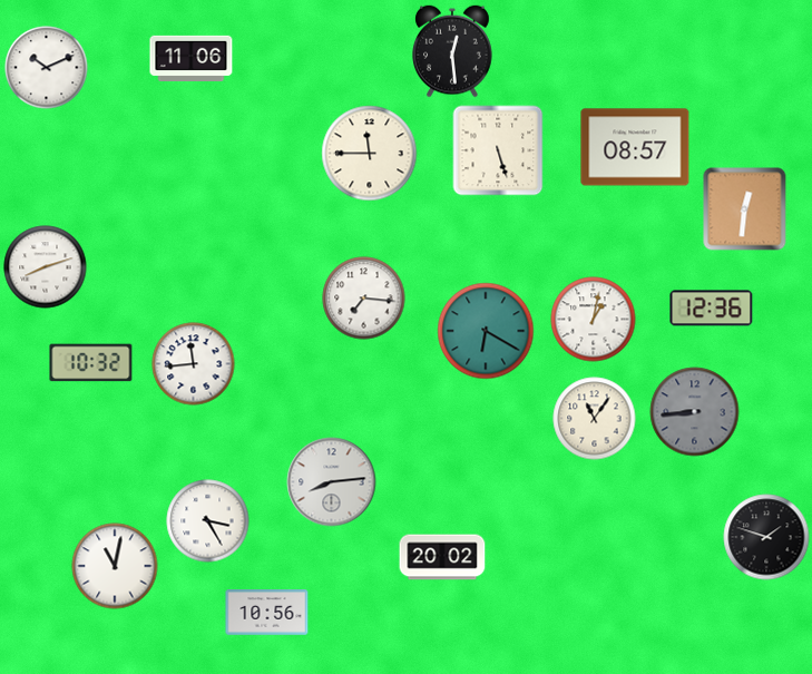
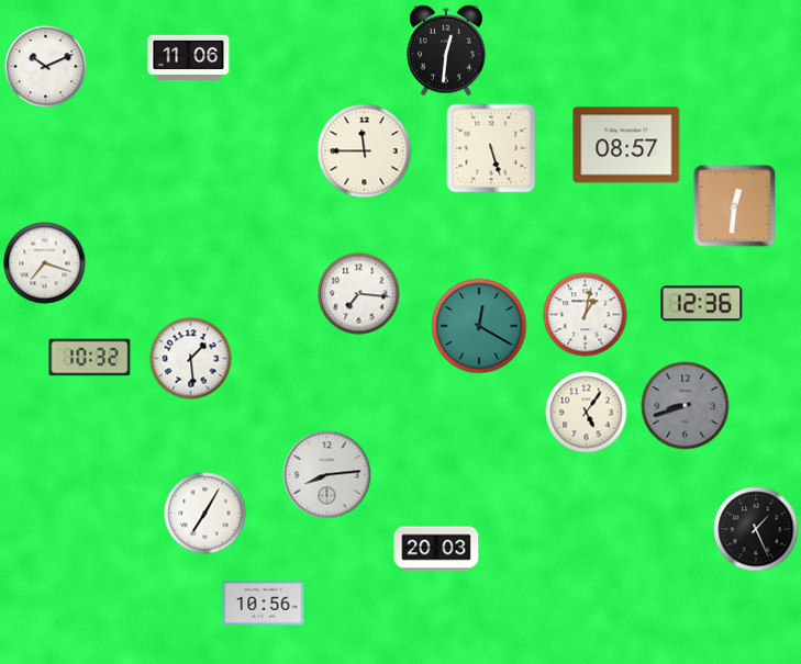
clock at (452, 51): 12:29 -> 12:31
clock at (46, 267): 8:12 -> 7:18
clock at (486, 331): 6:20 -> 12:20
clock at (194, 364): 11:44 -> 1:29
clock at (695, 412): 8:44 -> 8:42
clock at (595, 419): 11:06 -> 5:06
clock at (208, 521): 3:25 -> 7:05
clock at (766, 537): 1:48 -> 1:26
clock at (442, 557): 20:02 -> 20:03
clock at (115, 566): 11:02 -> none
